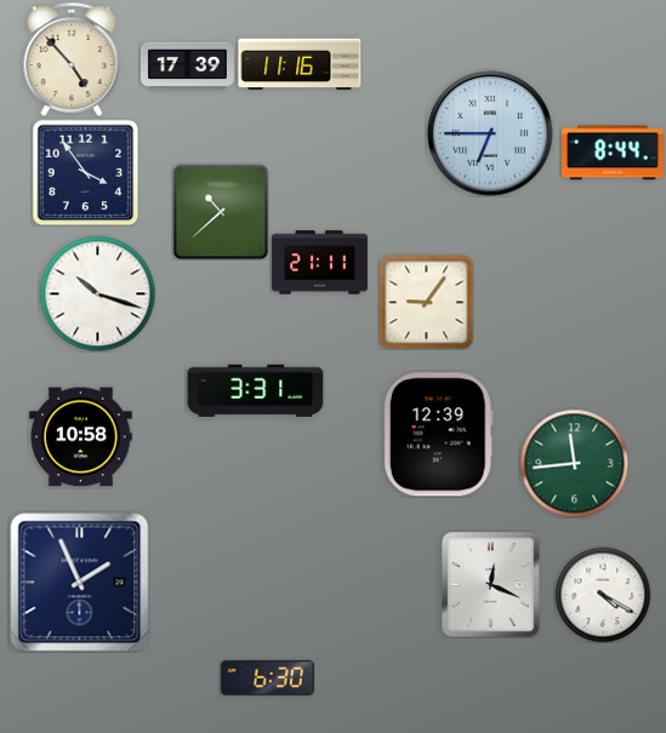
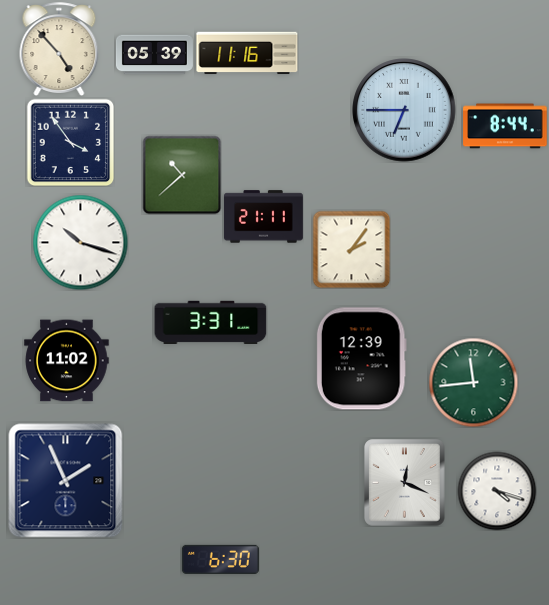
clock at (187, 67): 17:39 -> 05:39
clock at (426, 302): 9:06 -> 2:06
clock at (81, 437): 10:58 -> 11:02
clock at (603, 595): 4:20 -> 4:18
